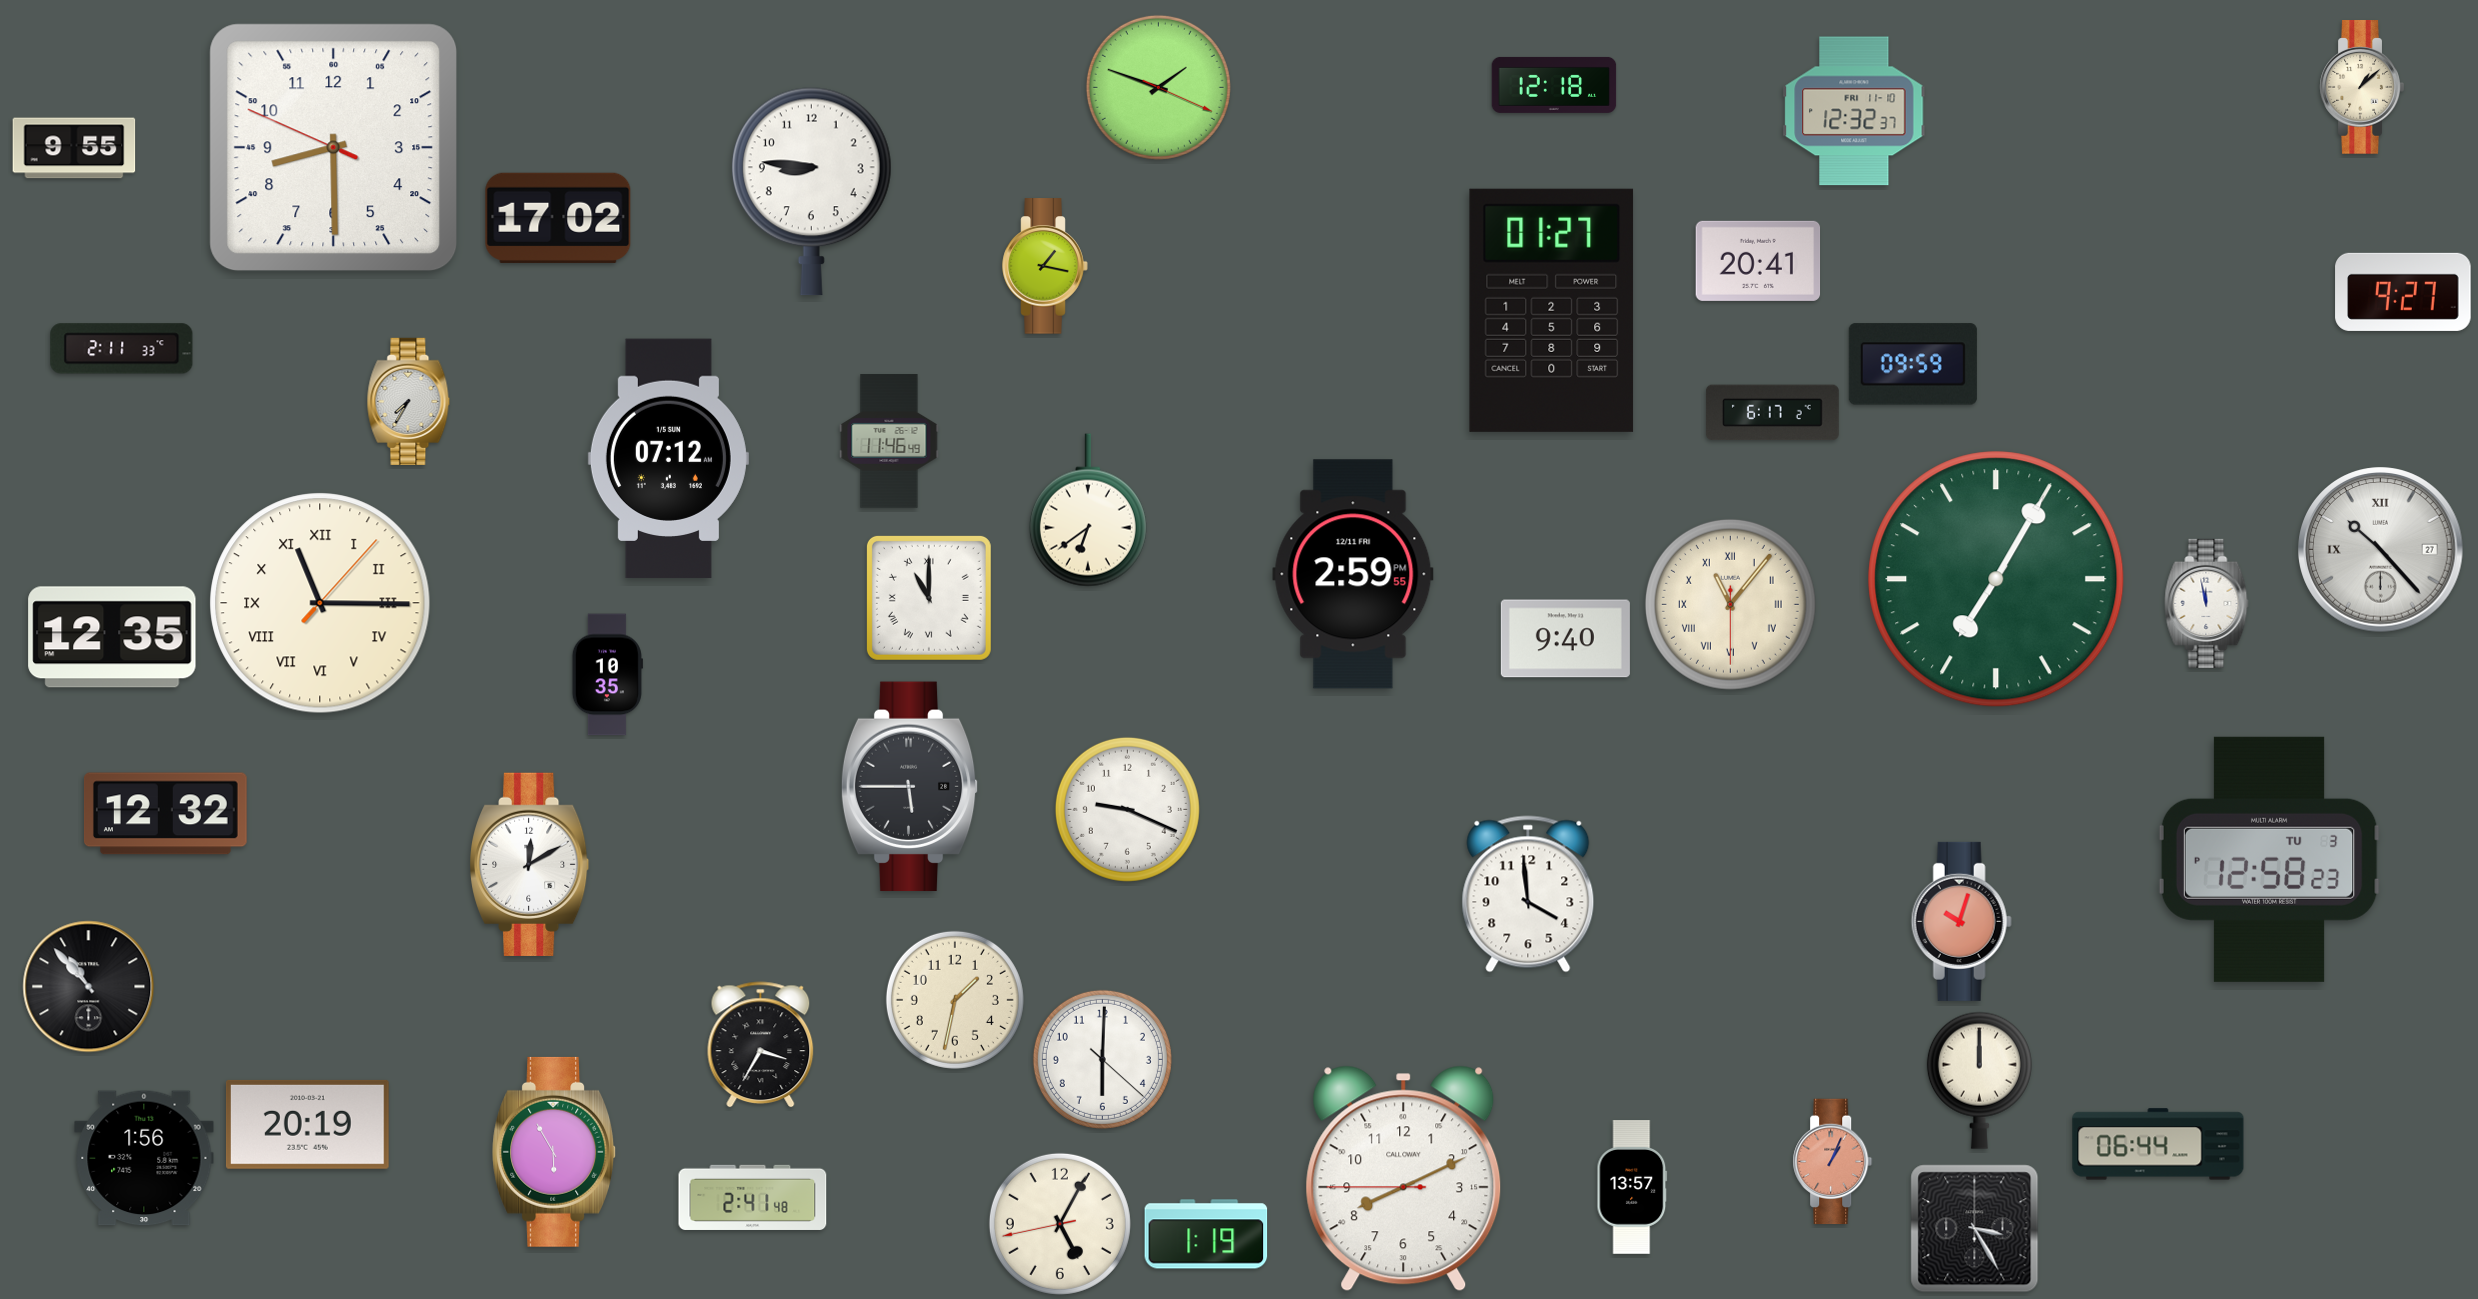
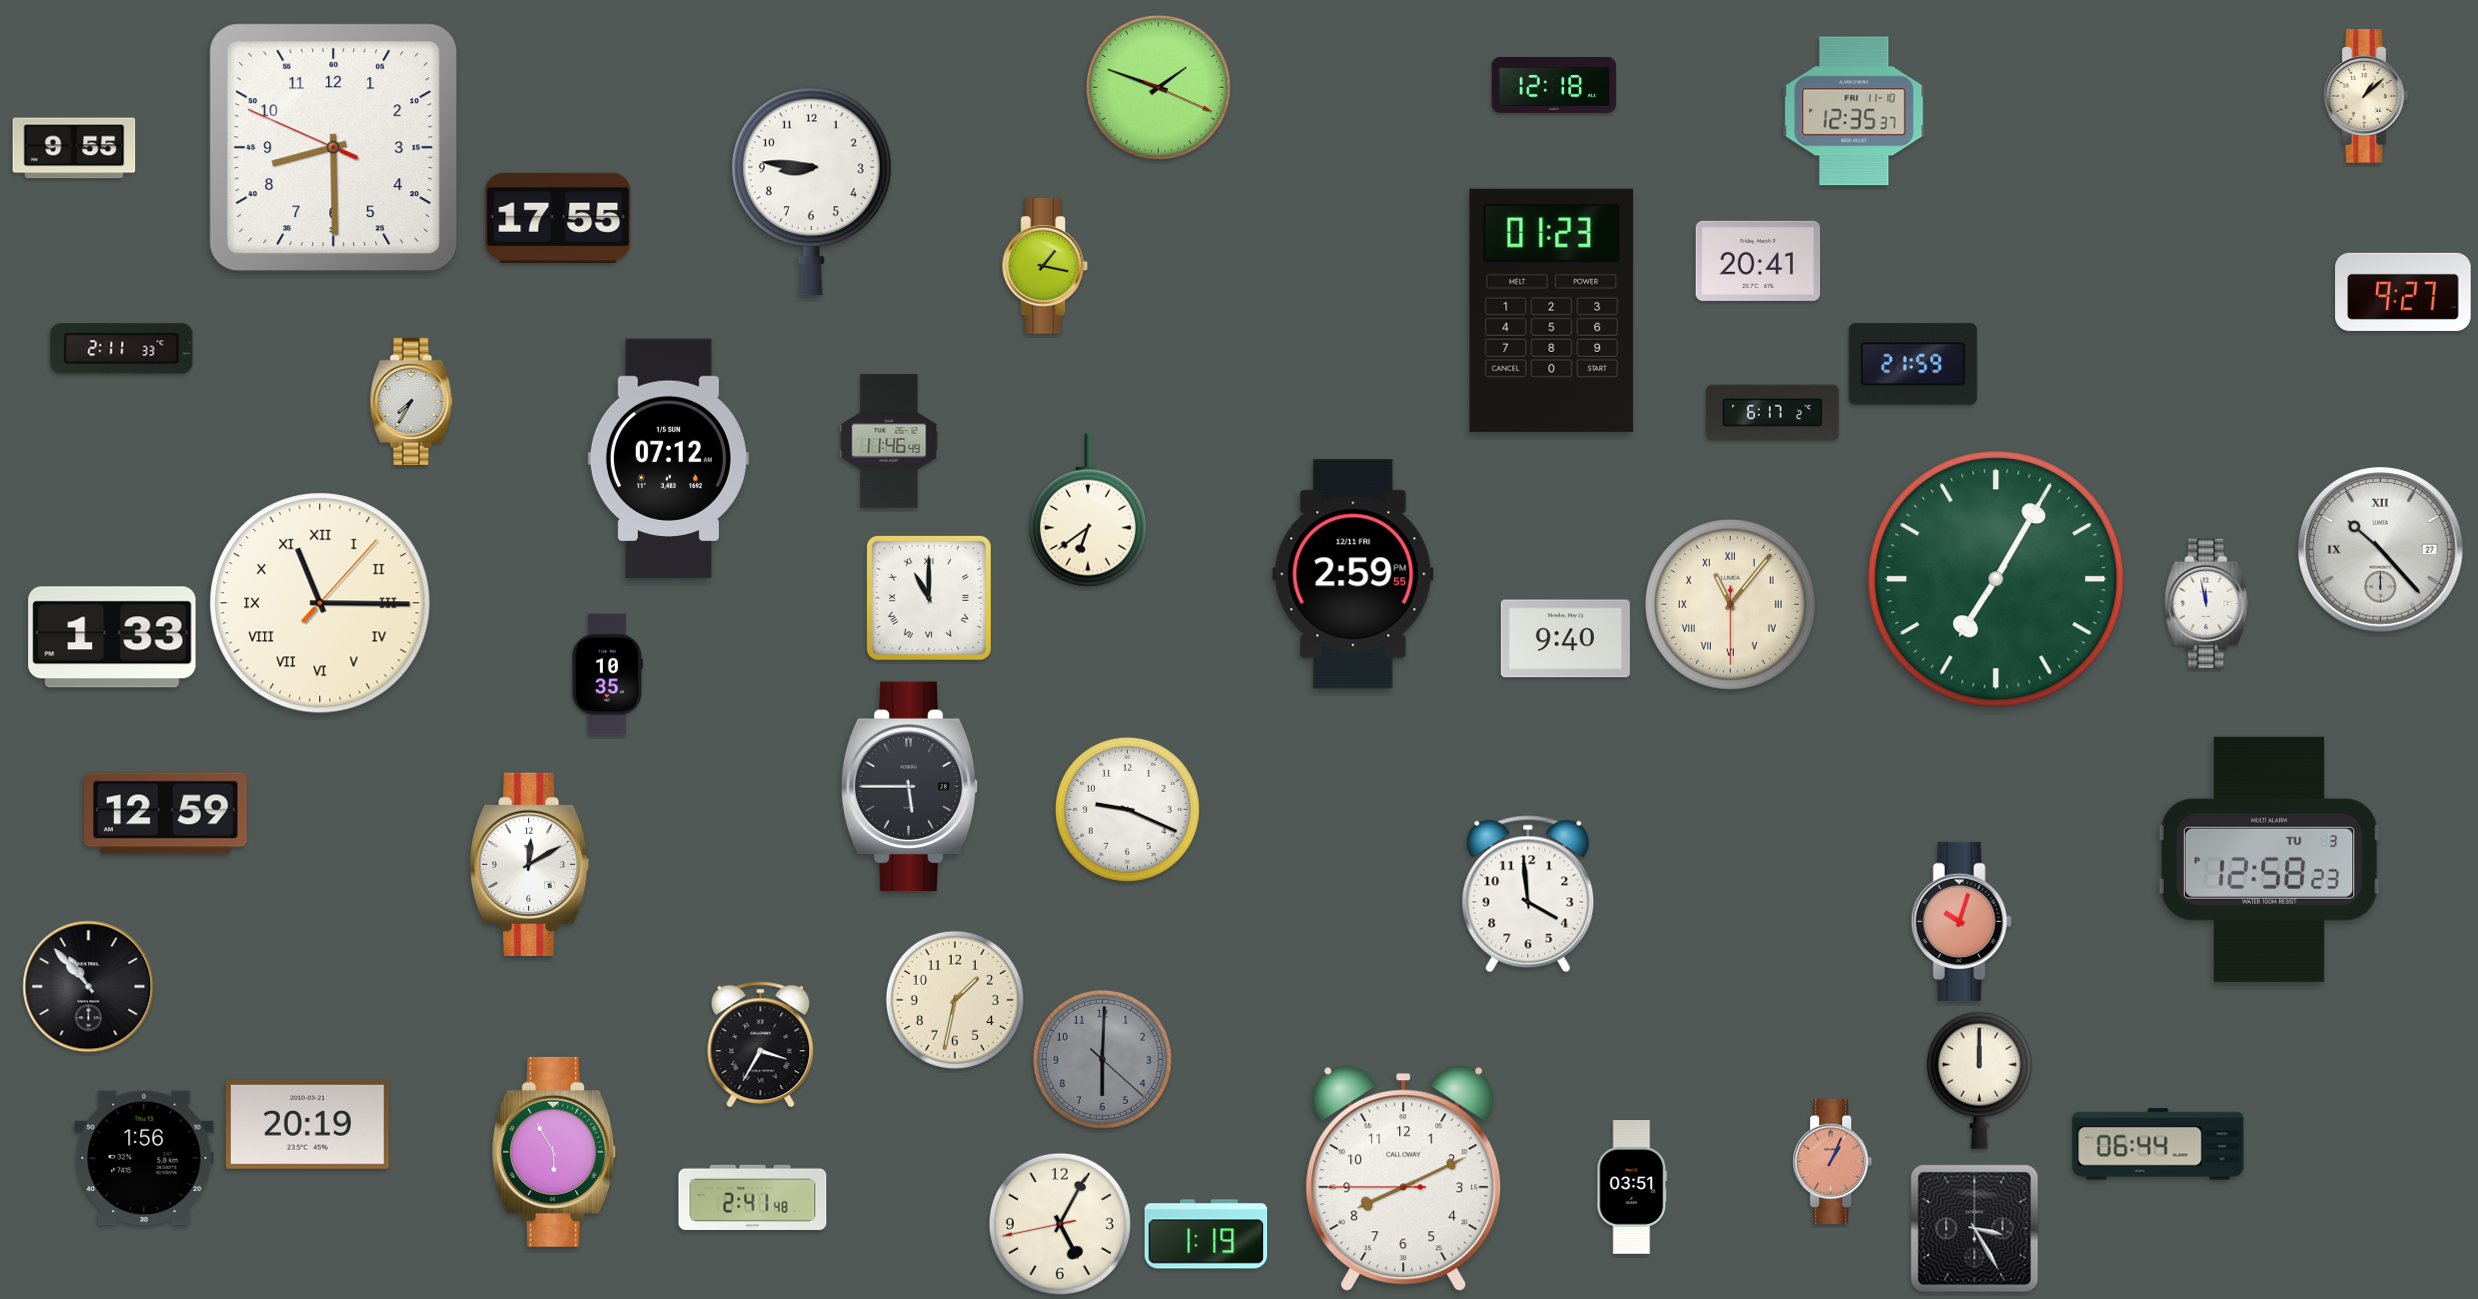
clock at (2362, 88) position: (2362, 88) -> (2366, 97)
clock at (1854, 111): 12:32 -> 12:35
clock at (558, 218): 17:02 -> 17:55
clock at (1552, 310): 01:27 -> 01:23
clock at (1913, 364): 09:59 -> 21:59
clock at (409, 401) position: (409, 401) -> (412, 401)
clock at (112, 637): 12:35 -> 1:33
clock at (165, 814): 12:32 -> 12:59
clock at (1102, 1059) dial: white -> grey
clock at (1632, 1187): 13:57 -> 03:51
